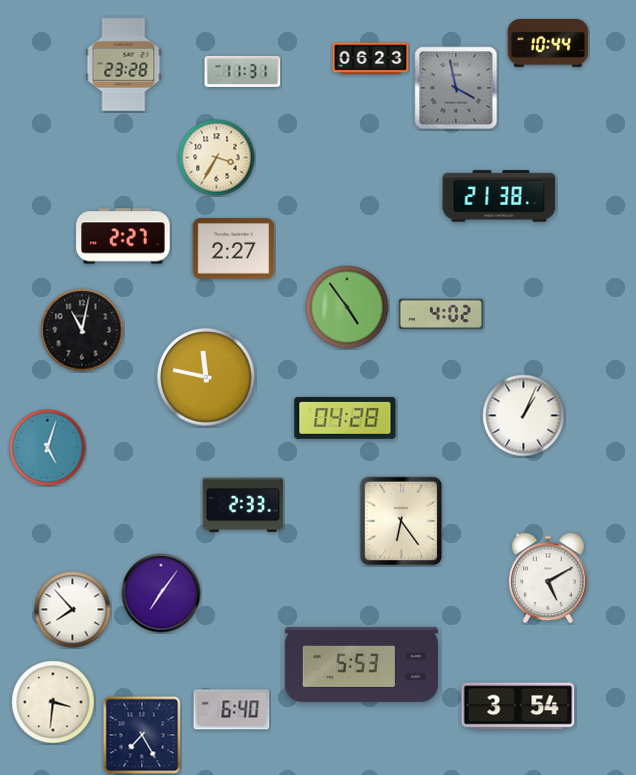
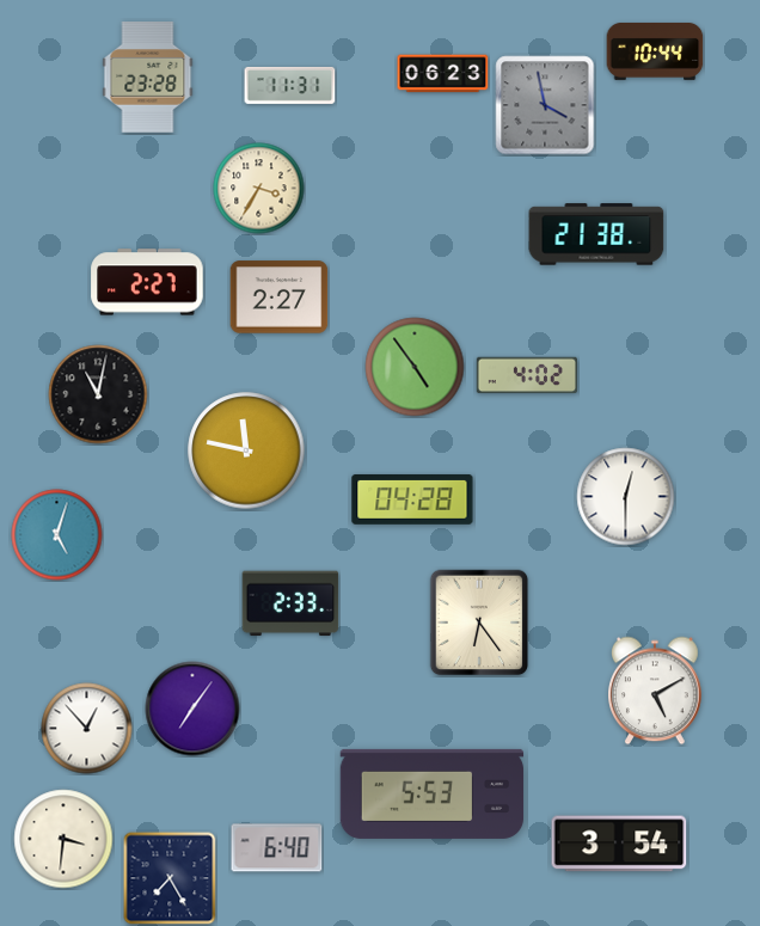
clock at (371, 59) position: (371, 59) -> (443, 74)
clock at (524, 416): 1:04 -> 12:30
clock at (73, 610): 7:53 -> 12:53
